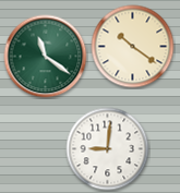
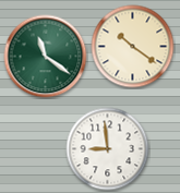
clock at (108, 149): 9:01 -> 8:59
